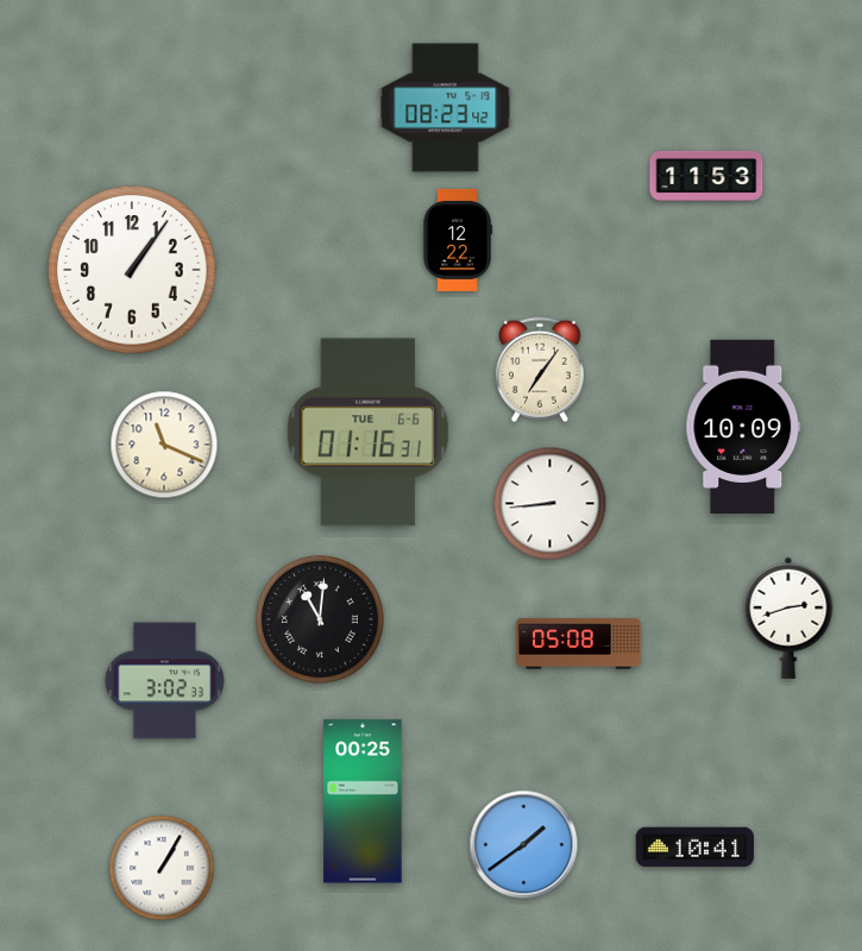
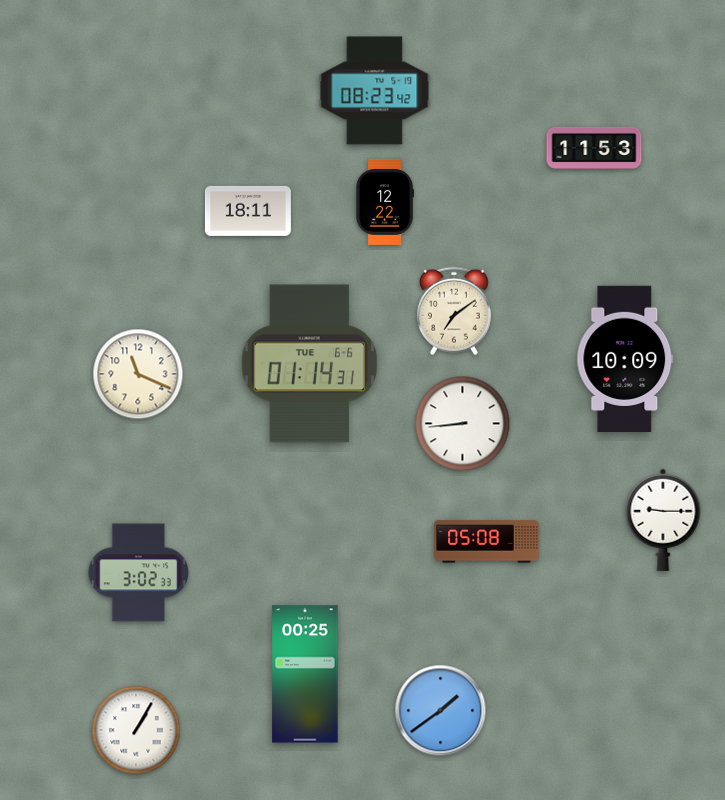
clock at (248, 211): none -> 18:11
clock at (133, 271): 1:06 -> none
clock at (540, 370): 7:06 -> 7:09
clock at (369, 433): 01:16 -> 01:14
clock at (788, 618): 2:42 -> 9:15
clock at (320, 619): 11:01 -> none
clock at (696, 848): 10:41 -> none
